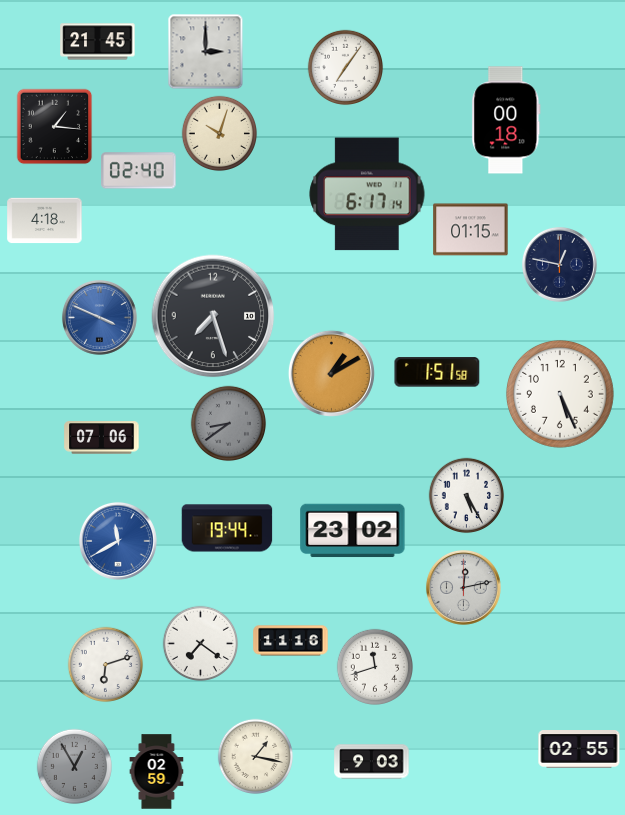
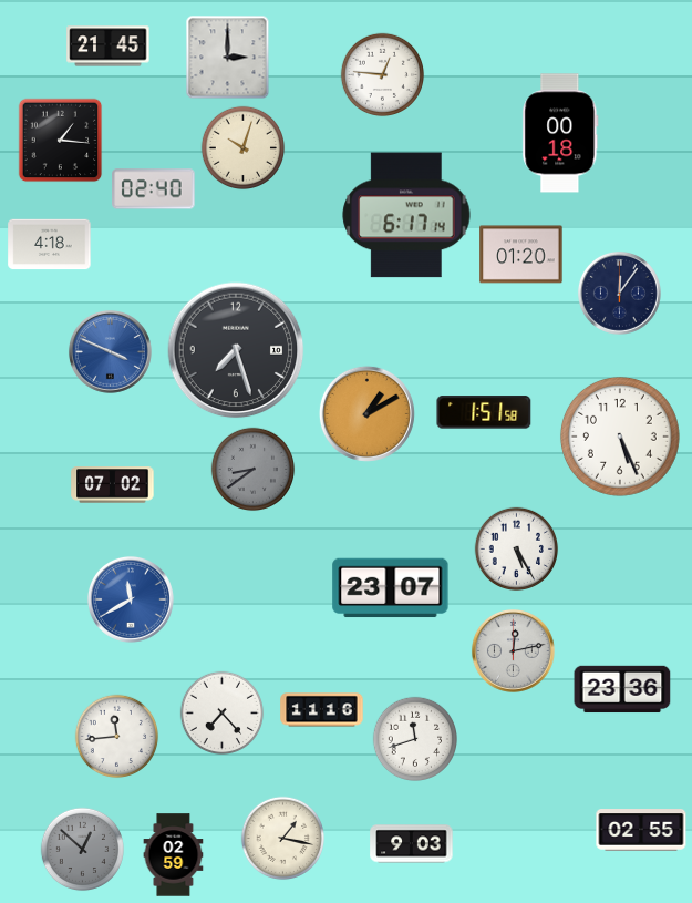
clock at (346, 68): 7:06 -> 12:46
clock at (471, 230): 01:15 -> 01:20
clock at (559, 264): 12:47 -> 12:06
clock at (102, 438): 07:06 -> 07:02
clock at (227, 528): 19:44 -> none
clock at (353, 531): 23:02 -> 23:07
clock at (622, 689): none -> 23:36
clock at (201, 644): 7:21 -> 7:23
clock at (106, 665): 6:12 -> 11:44
clock at (75, 767): 12:55 -> 12:52
